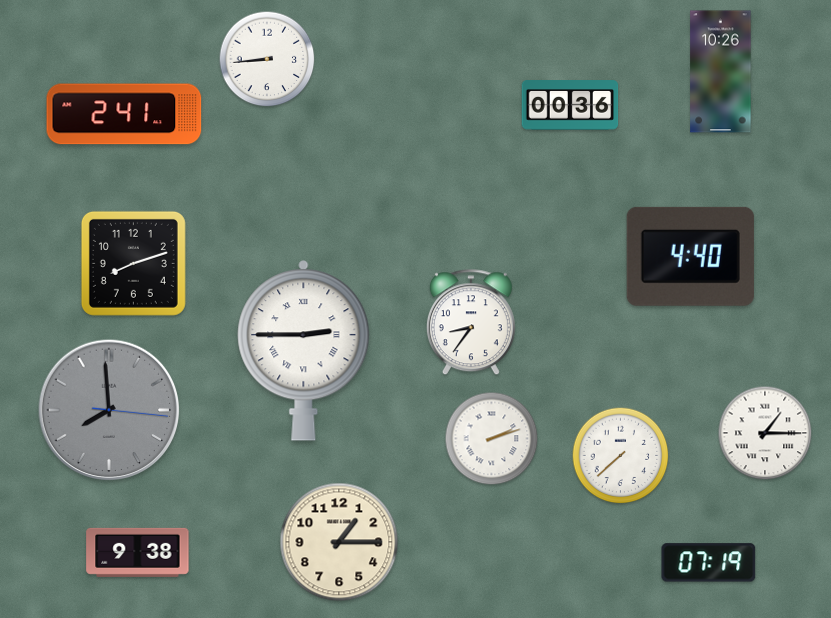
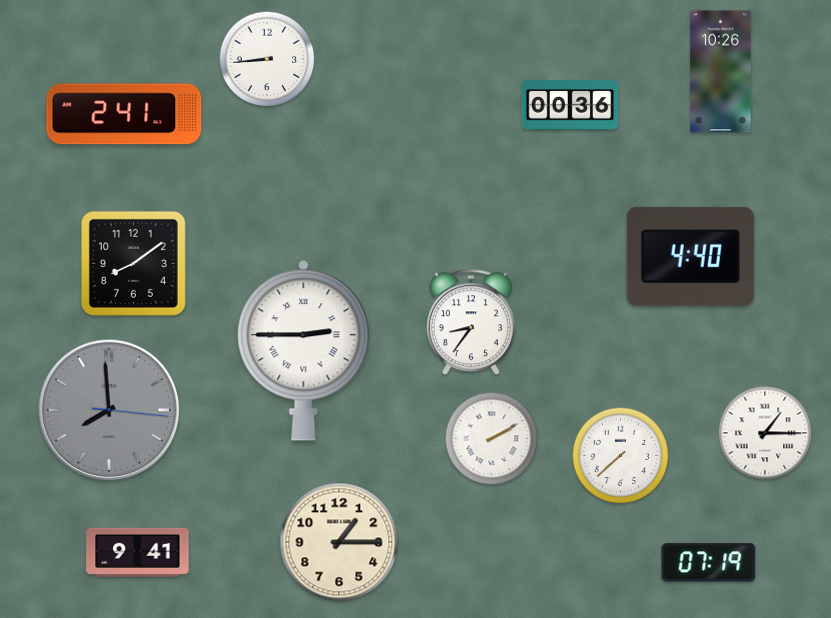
clock at (133, 263): 8:12 -> 8:09
clock at (492, 439): 2:12 -> 2:10
clock at (138, 552): 9:38 -> 9:41
